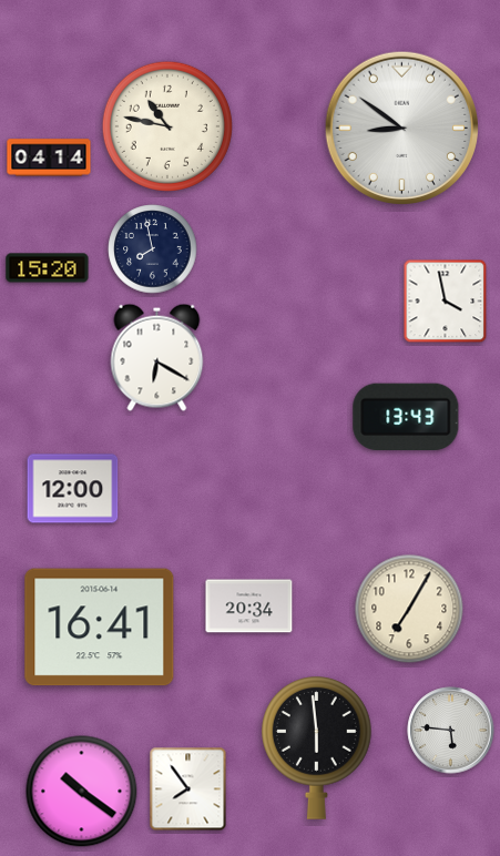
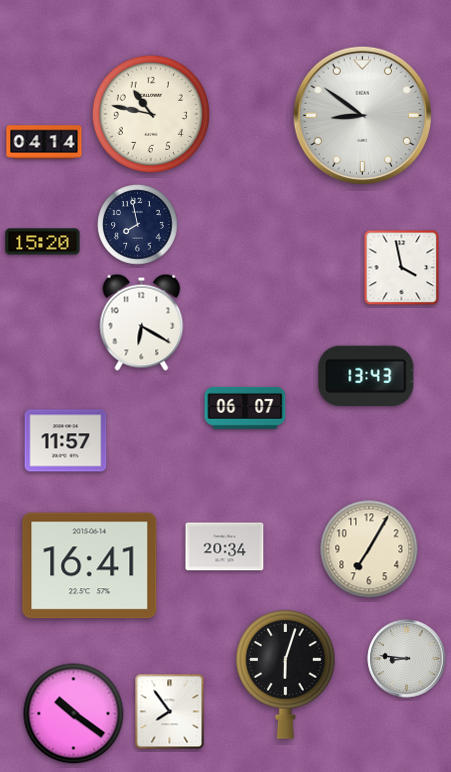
clock at (446, 302) position: (446, 302) -> (402, 268)
clock at (245, 408): none -> 06:07
clock at (73, 489): 12:00 -> 11:57
clock at (451, 731): 5:46 -> 8:46
clock at (317, 748): 5:59 -> 6:03
